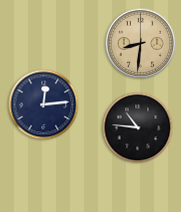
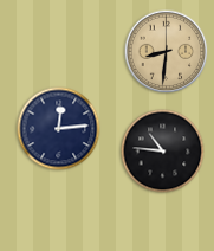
clock at (44, 105) position: (44, 105) -> (59, 129)
